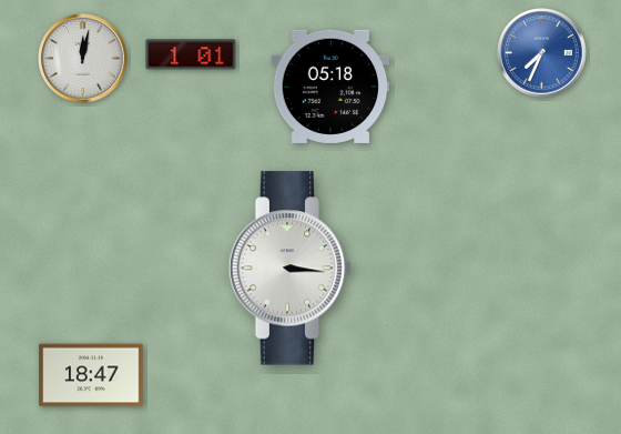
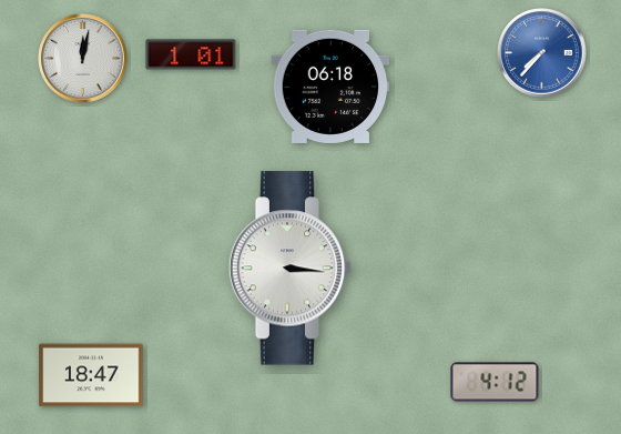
clock at (542, 53): 7:34 -> 7:37
clock at (330, 87): 05:18 -> 06:18
clock at (495, 382): none -> 4:12
